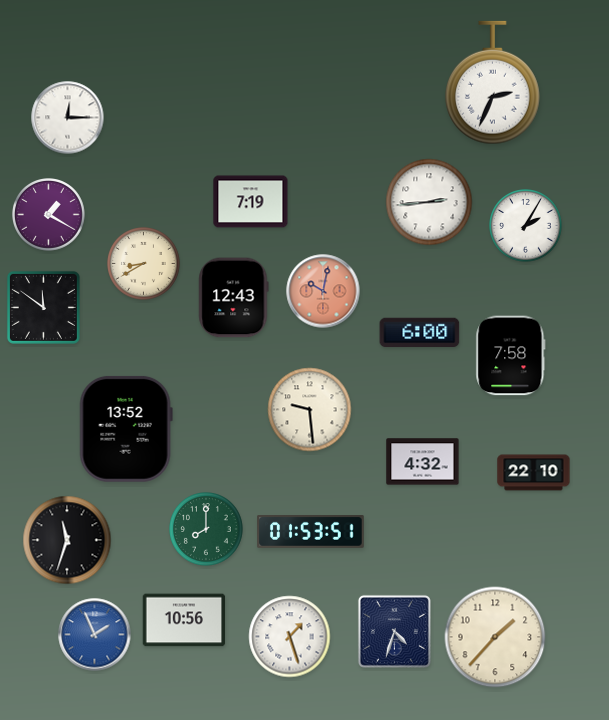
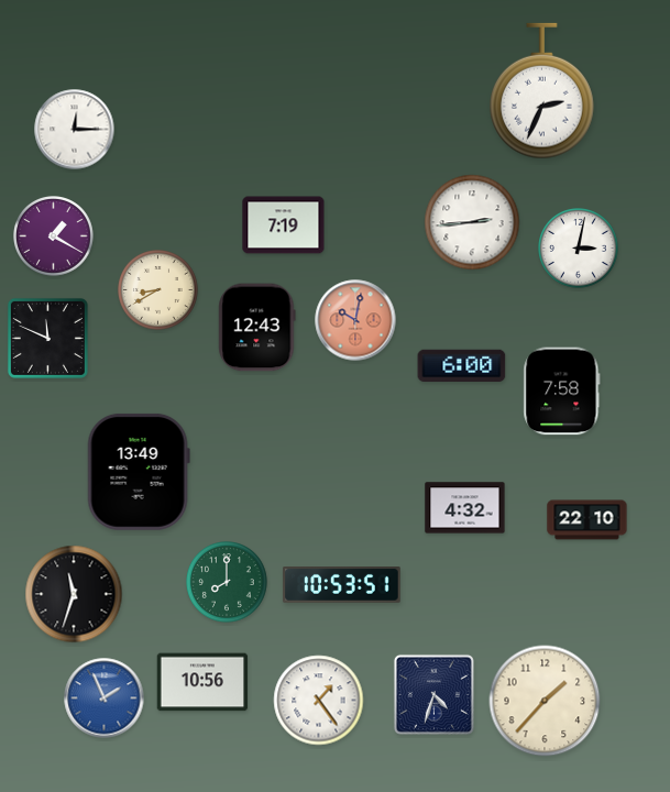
clock at (251, 202) position: (251, 202) -> (284, 226)
clock at (526, 226): 2:05 -> 3:02
clock at (43, 307): 11:51 -> 11:49
clock at (310, 410): 9:29 -> none
clock at (126, 429): 13:52 -> 13:49
clock at (311, 532): 01:53 -> 10:53
clock at (290, 637): 1:27 -> 1:24
